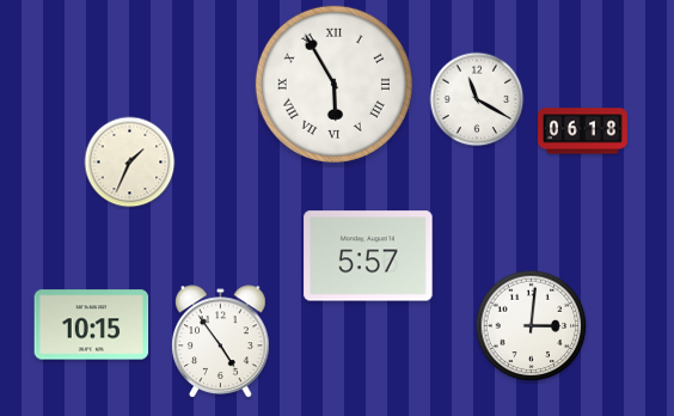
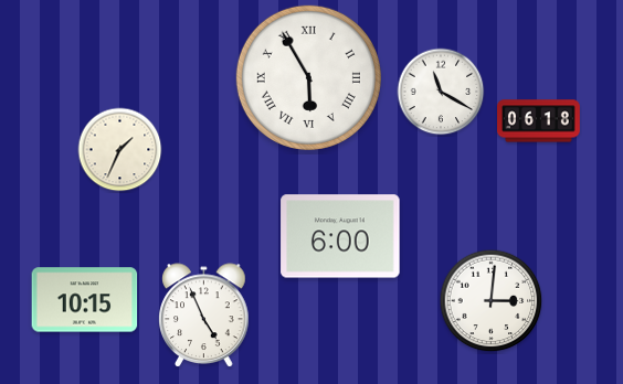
clock at (368, 256): 5:57 -> 6:00
clock at (221, 342): 4:54 -> 4:56
